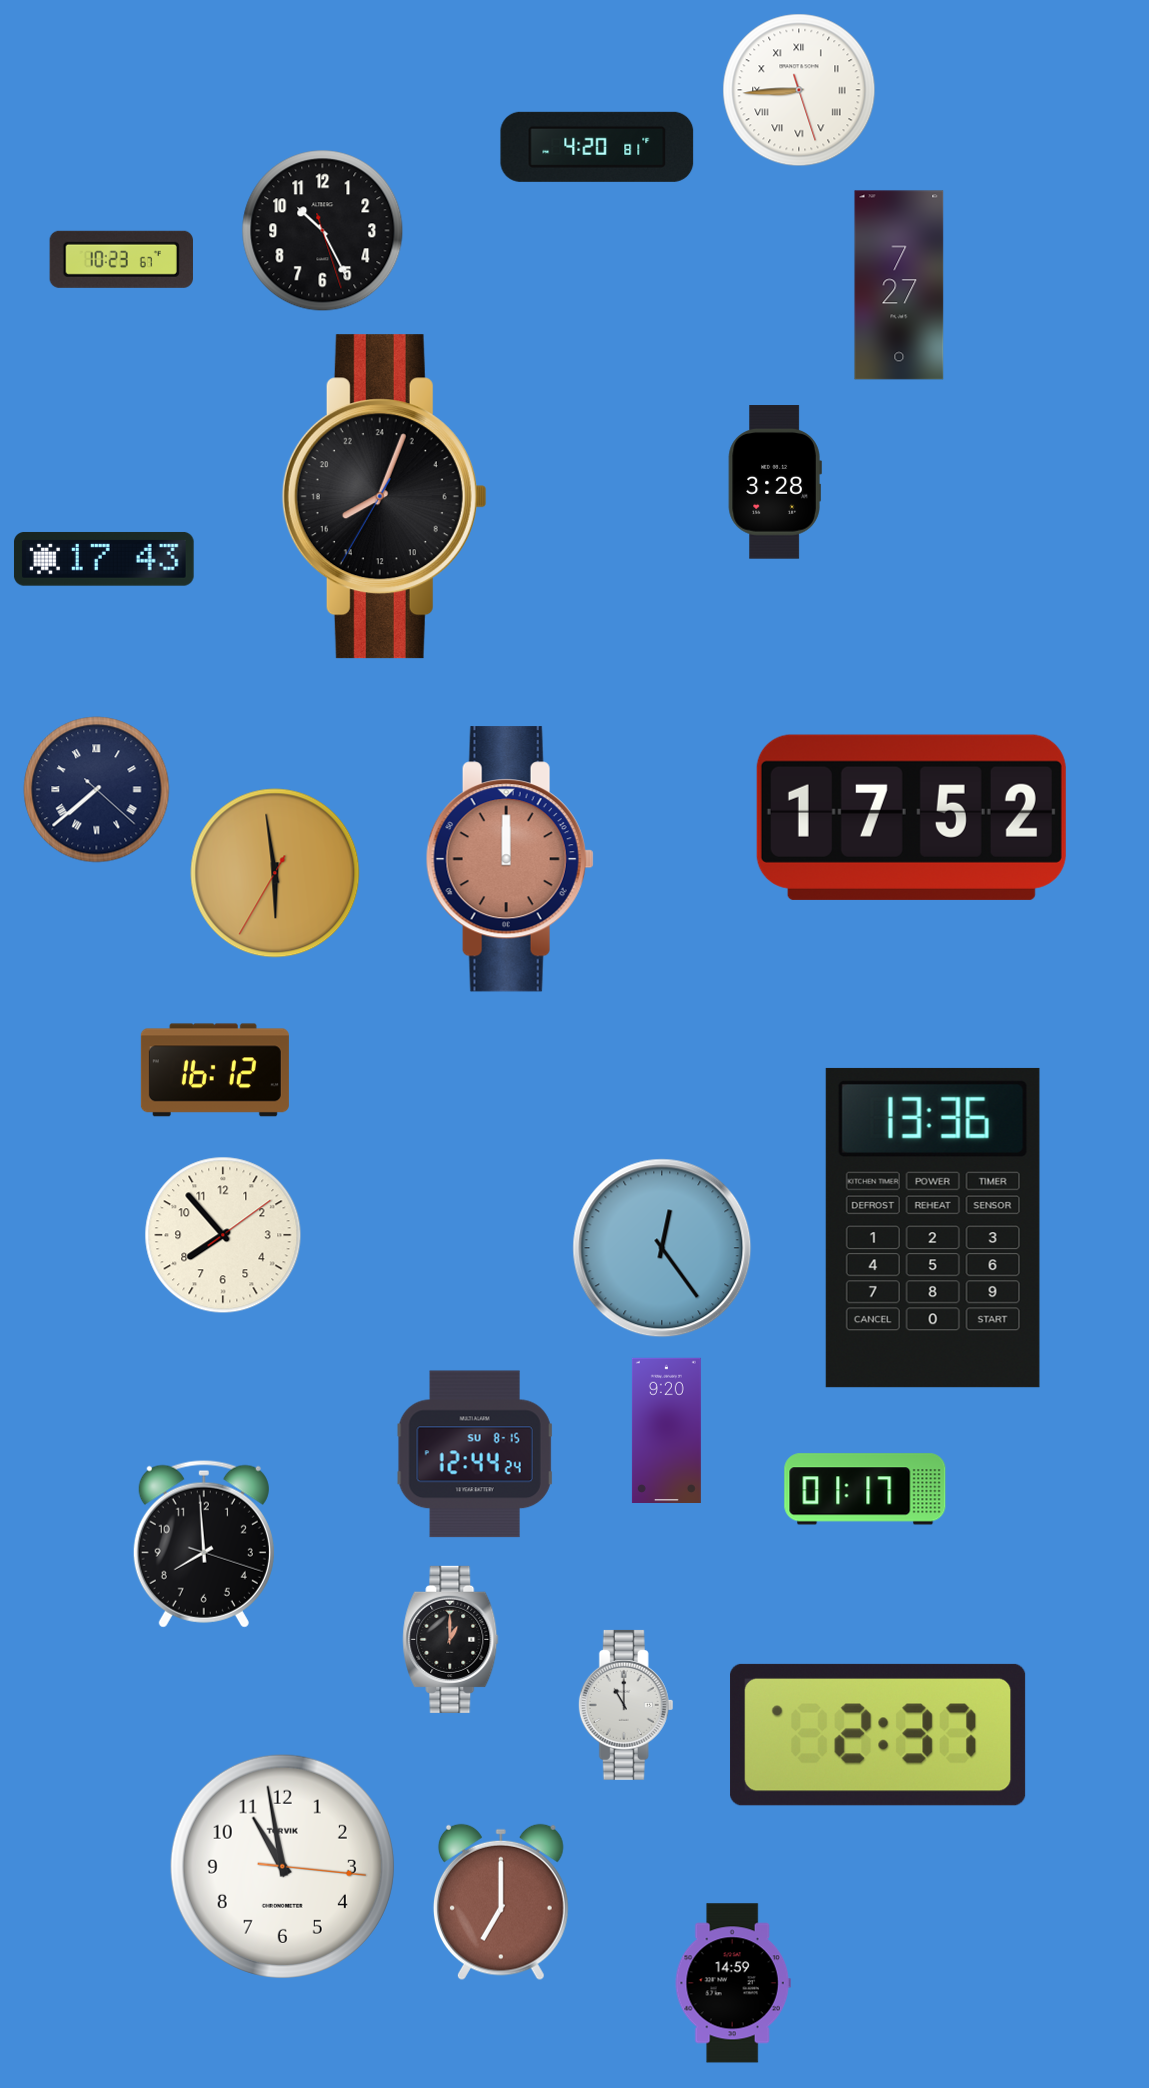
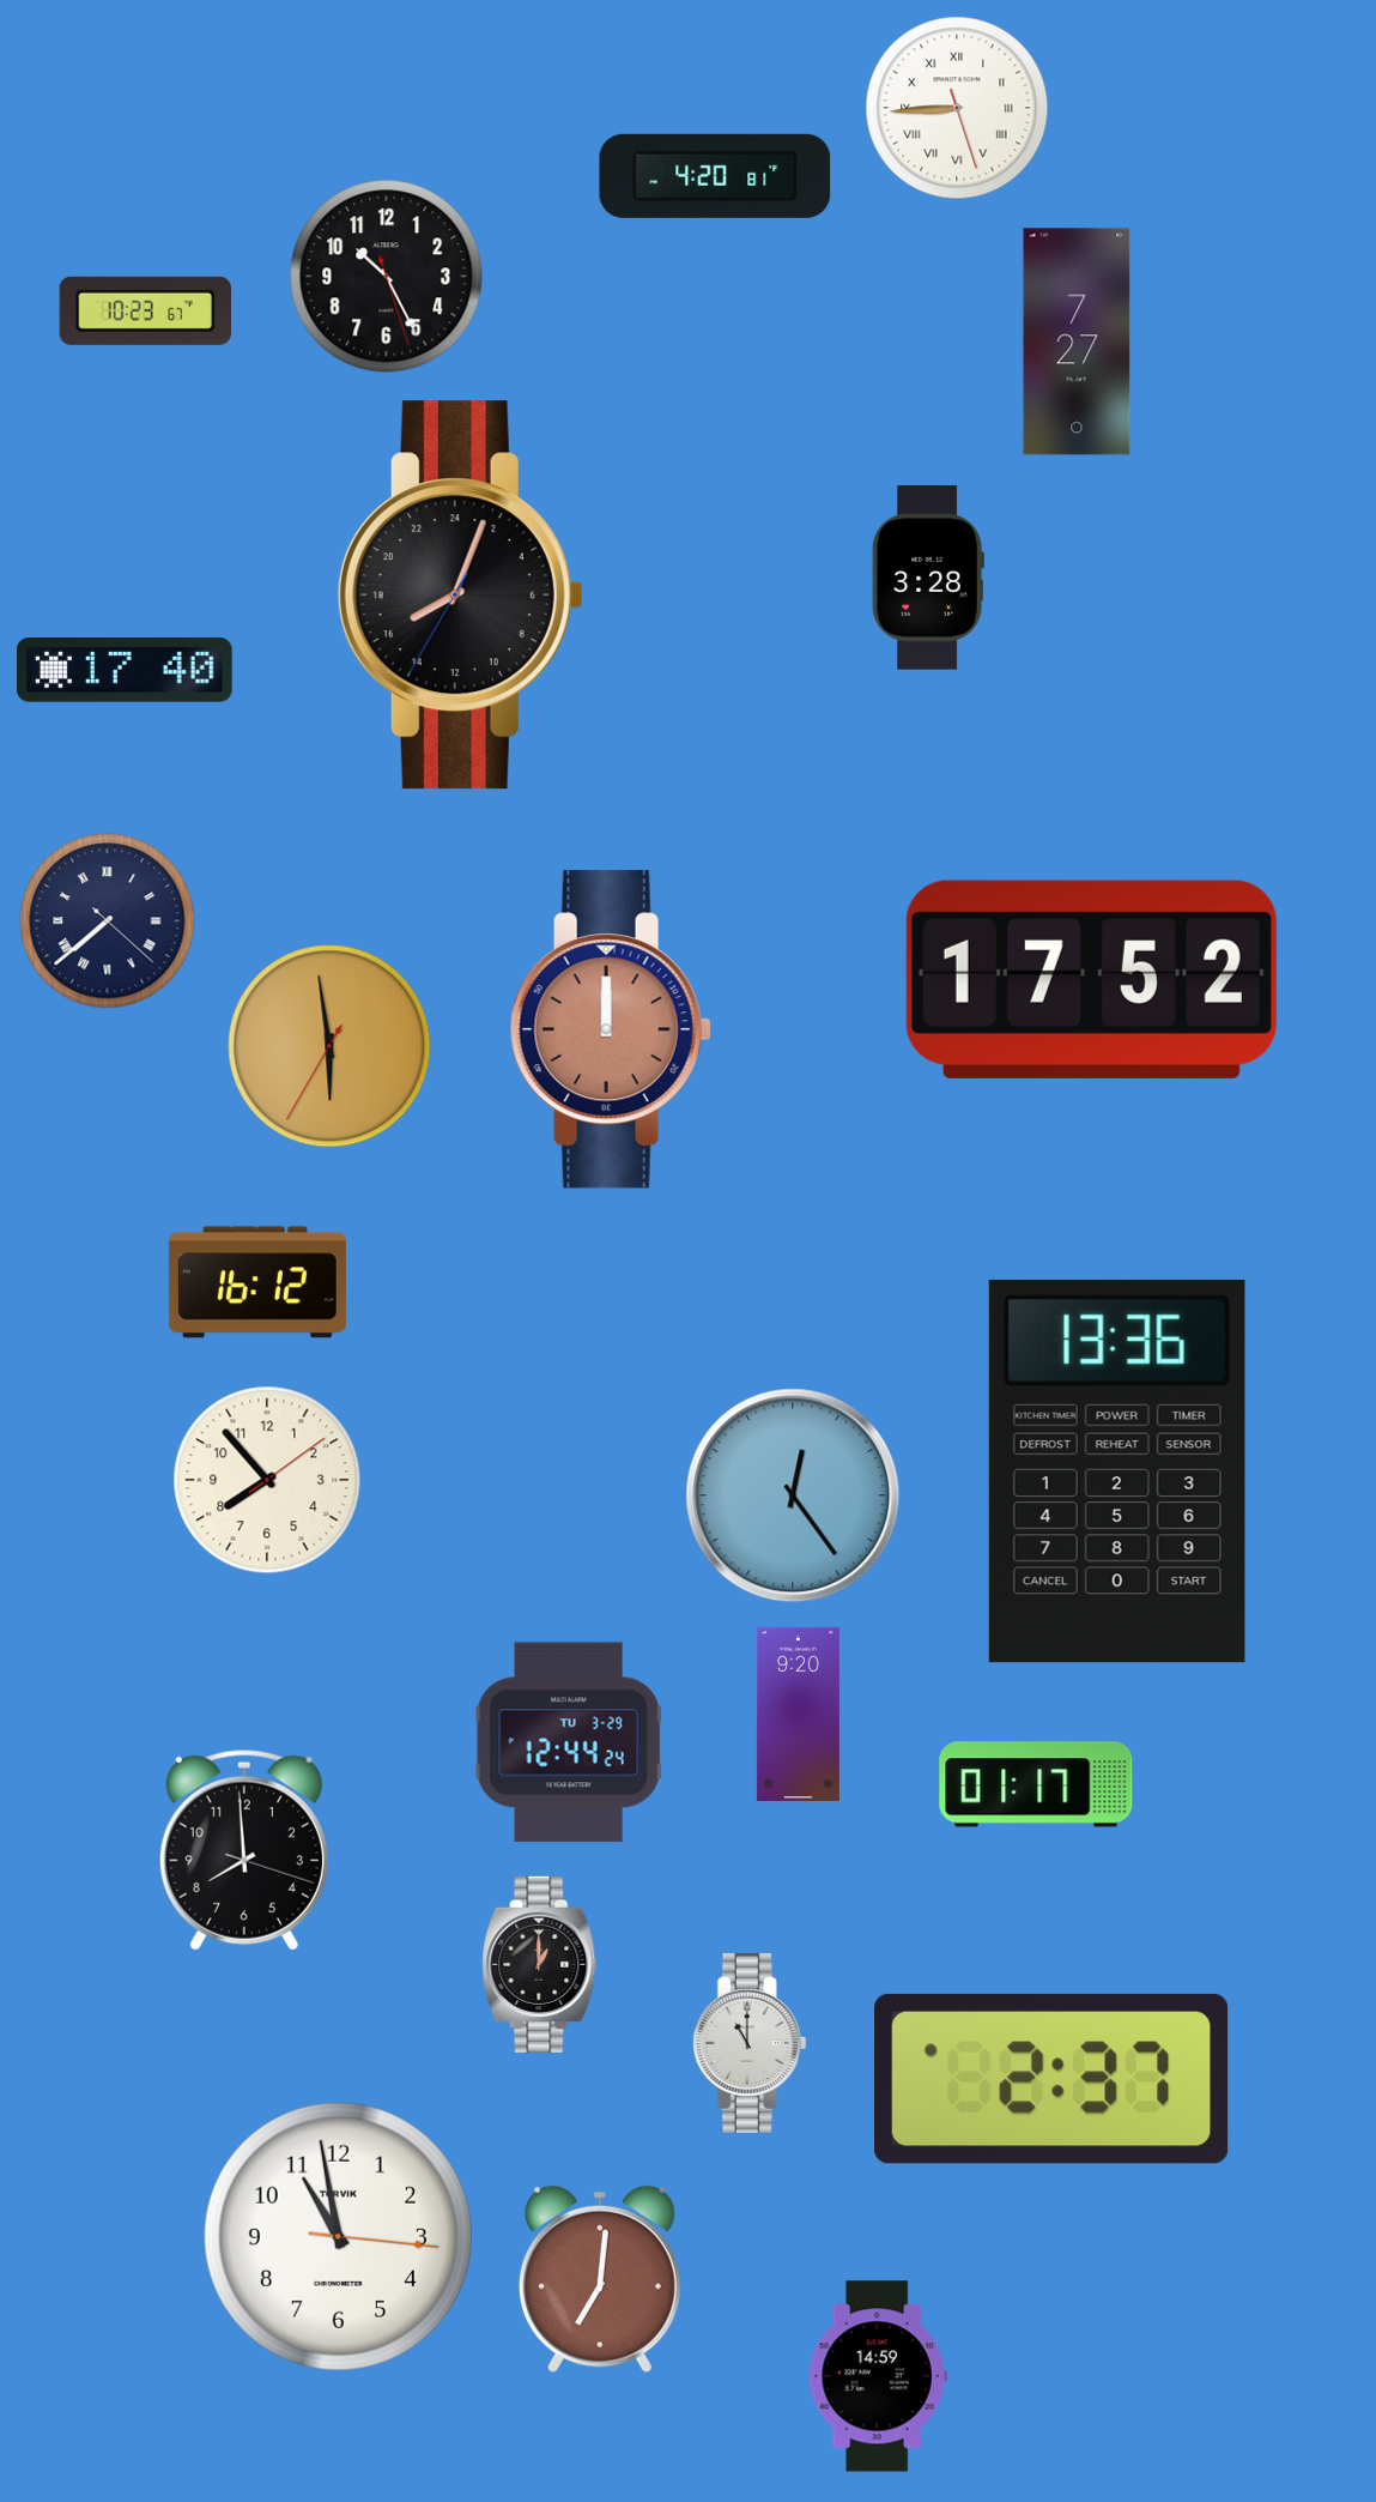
clock at (104, 559): 17:43 -> 17:40
clock at (97, 790) position: (97, 790) -> (108, 921)
clock at (475, 1454) date: SU 8-15 -> TU 3-29
clock at (501, 1902): 7:00 -> 7:01
